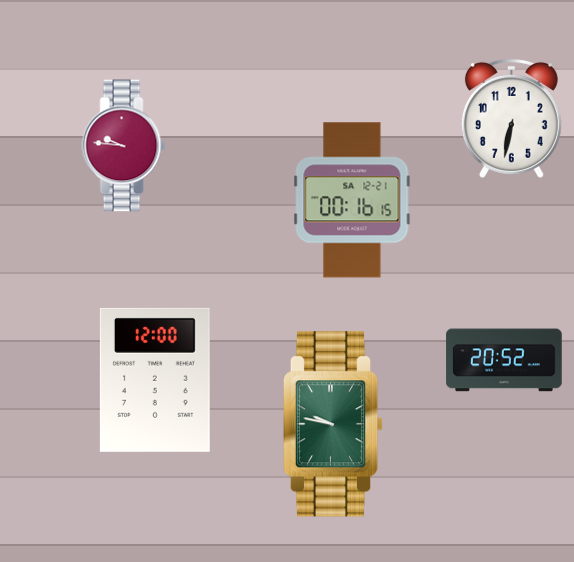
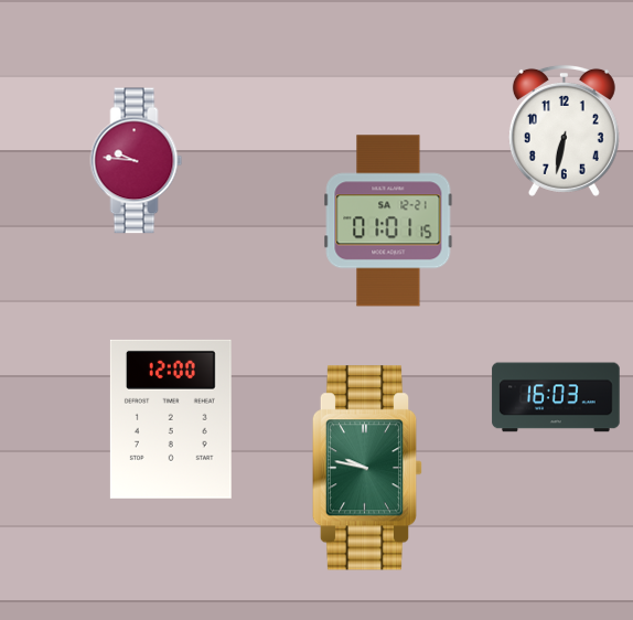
clock at (352, 200): 00:16 -> 01:01
clock at (504, 360): 20:52 -> 16:03
